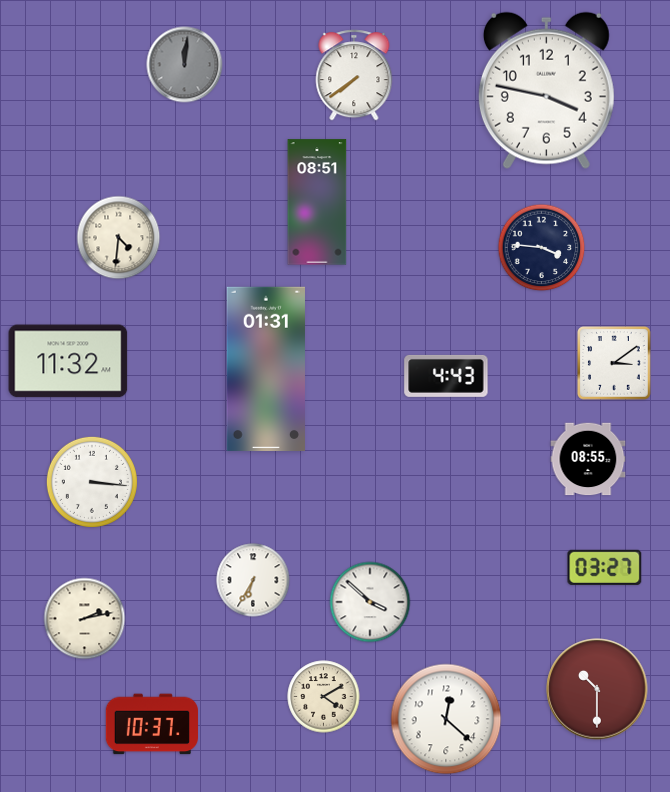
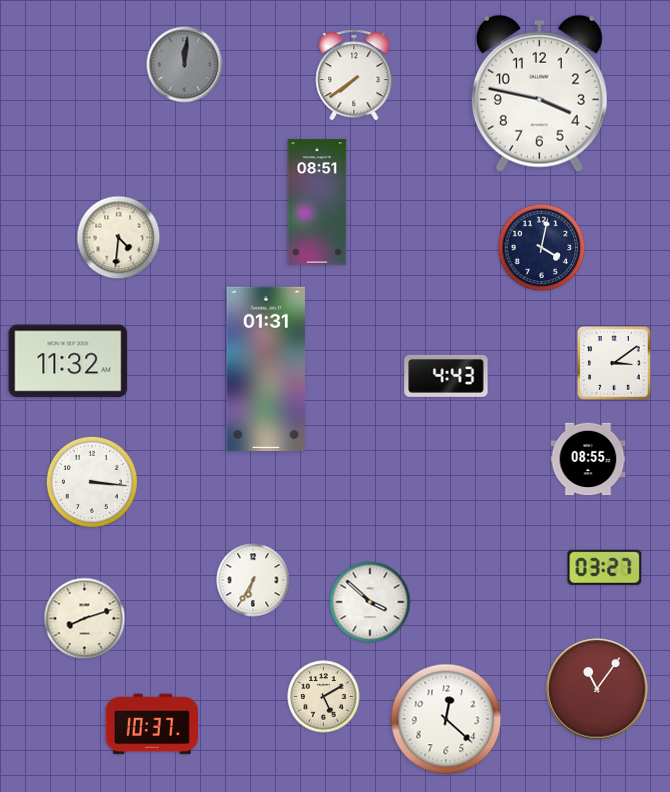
clock at (546, 90) position: (546, 90) -> (539, 93)
clock at (542, 248): 3:46 -> 4:02
clock at (85, 619): 2:13 -> 8:12
clock at (597, 689): 10:30 -> 11:06
clock at (324, 697): 4:10 -> 5:10
